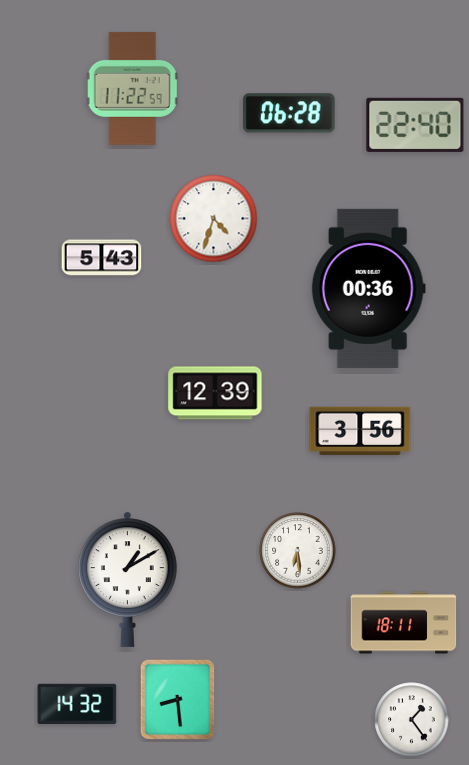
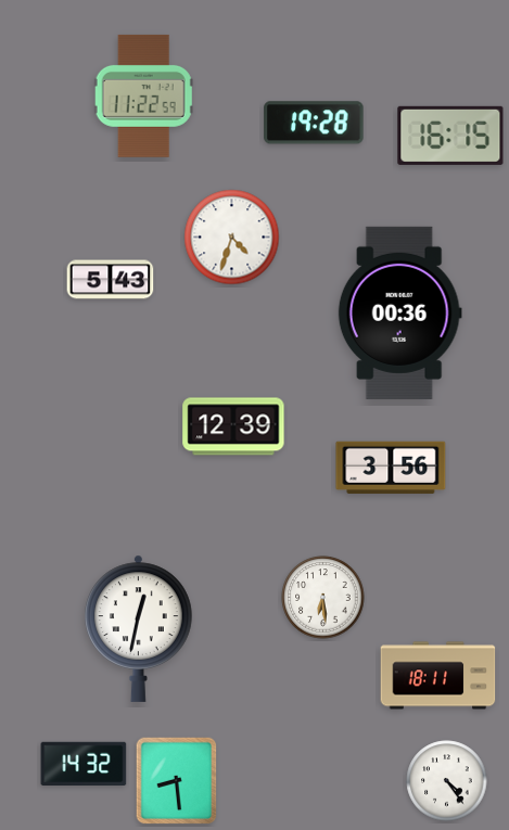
clock at (289, 113): 06:28 -> 19:28
clock at (415, 125): 22:40 -> 16:15
clock at (128, 579): 1:10 -> 12:32
clock at (178, 700) position: (178, 700) -> (177, 781)
clock at (412, 720): 1:24 -> 4:24
